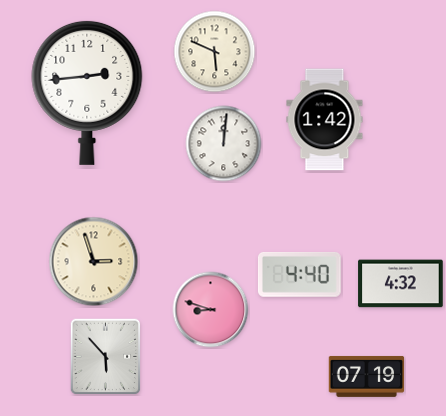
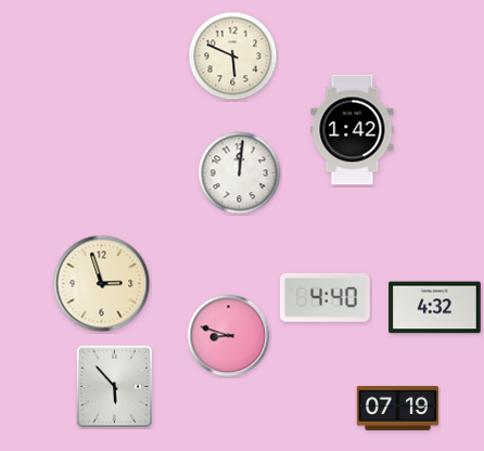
clock at (87, 92): 2:44 -> none
clock at (224, 144) position: (224, 144) -> (240, 173)
